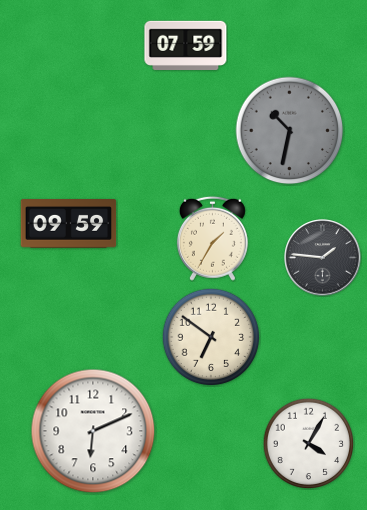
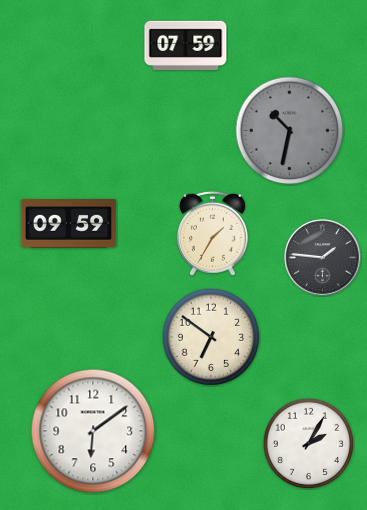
clock at (212, 238) position: (212, 238) -> (212, 233)
clock at (93, 431): 6:11 -> 6:09
clock at (308, 443): 4:05 -> 2:05
